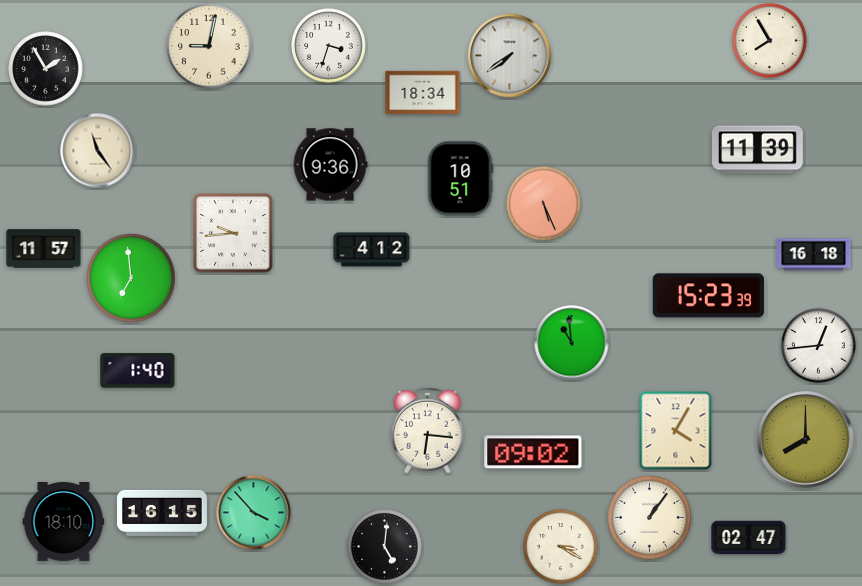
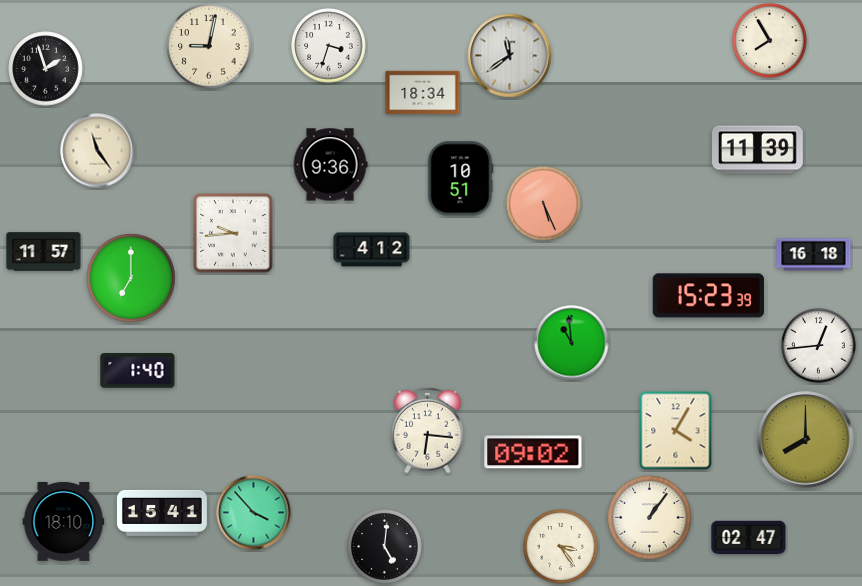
clock at (510, 56): 7:39 -> 11:39
clock at (46, 69): 1:55 -> 1:57
clock at (44, 249) position: (44, 249) -> (44, 252)
clock at (131, 278): 6:59 -> 7:00
clock at (162, 513): 16:15 -> 15:41
clock at (561, 547): 3:20 -> 3:24
